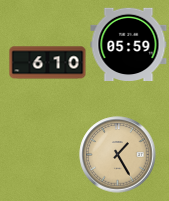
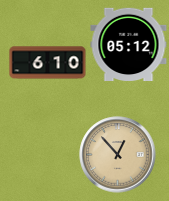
clock at (129, 45): 05:59 -> 05:12
clock at (118, 155): 1:25 -> 12:53
